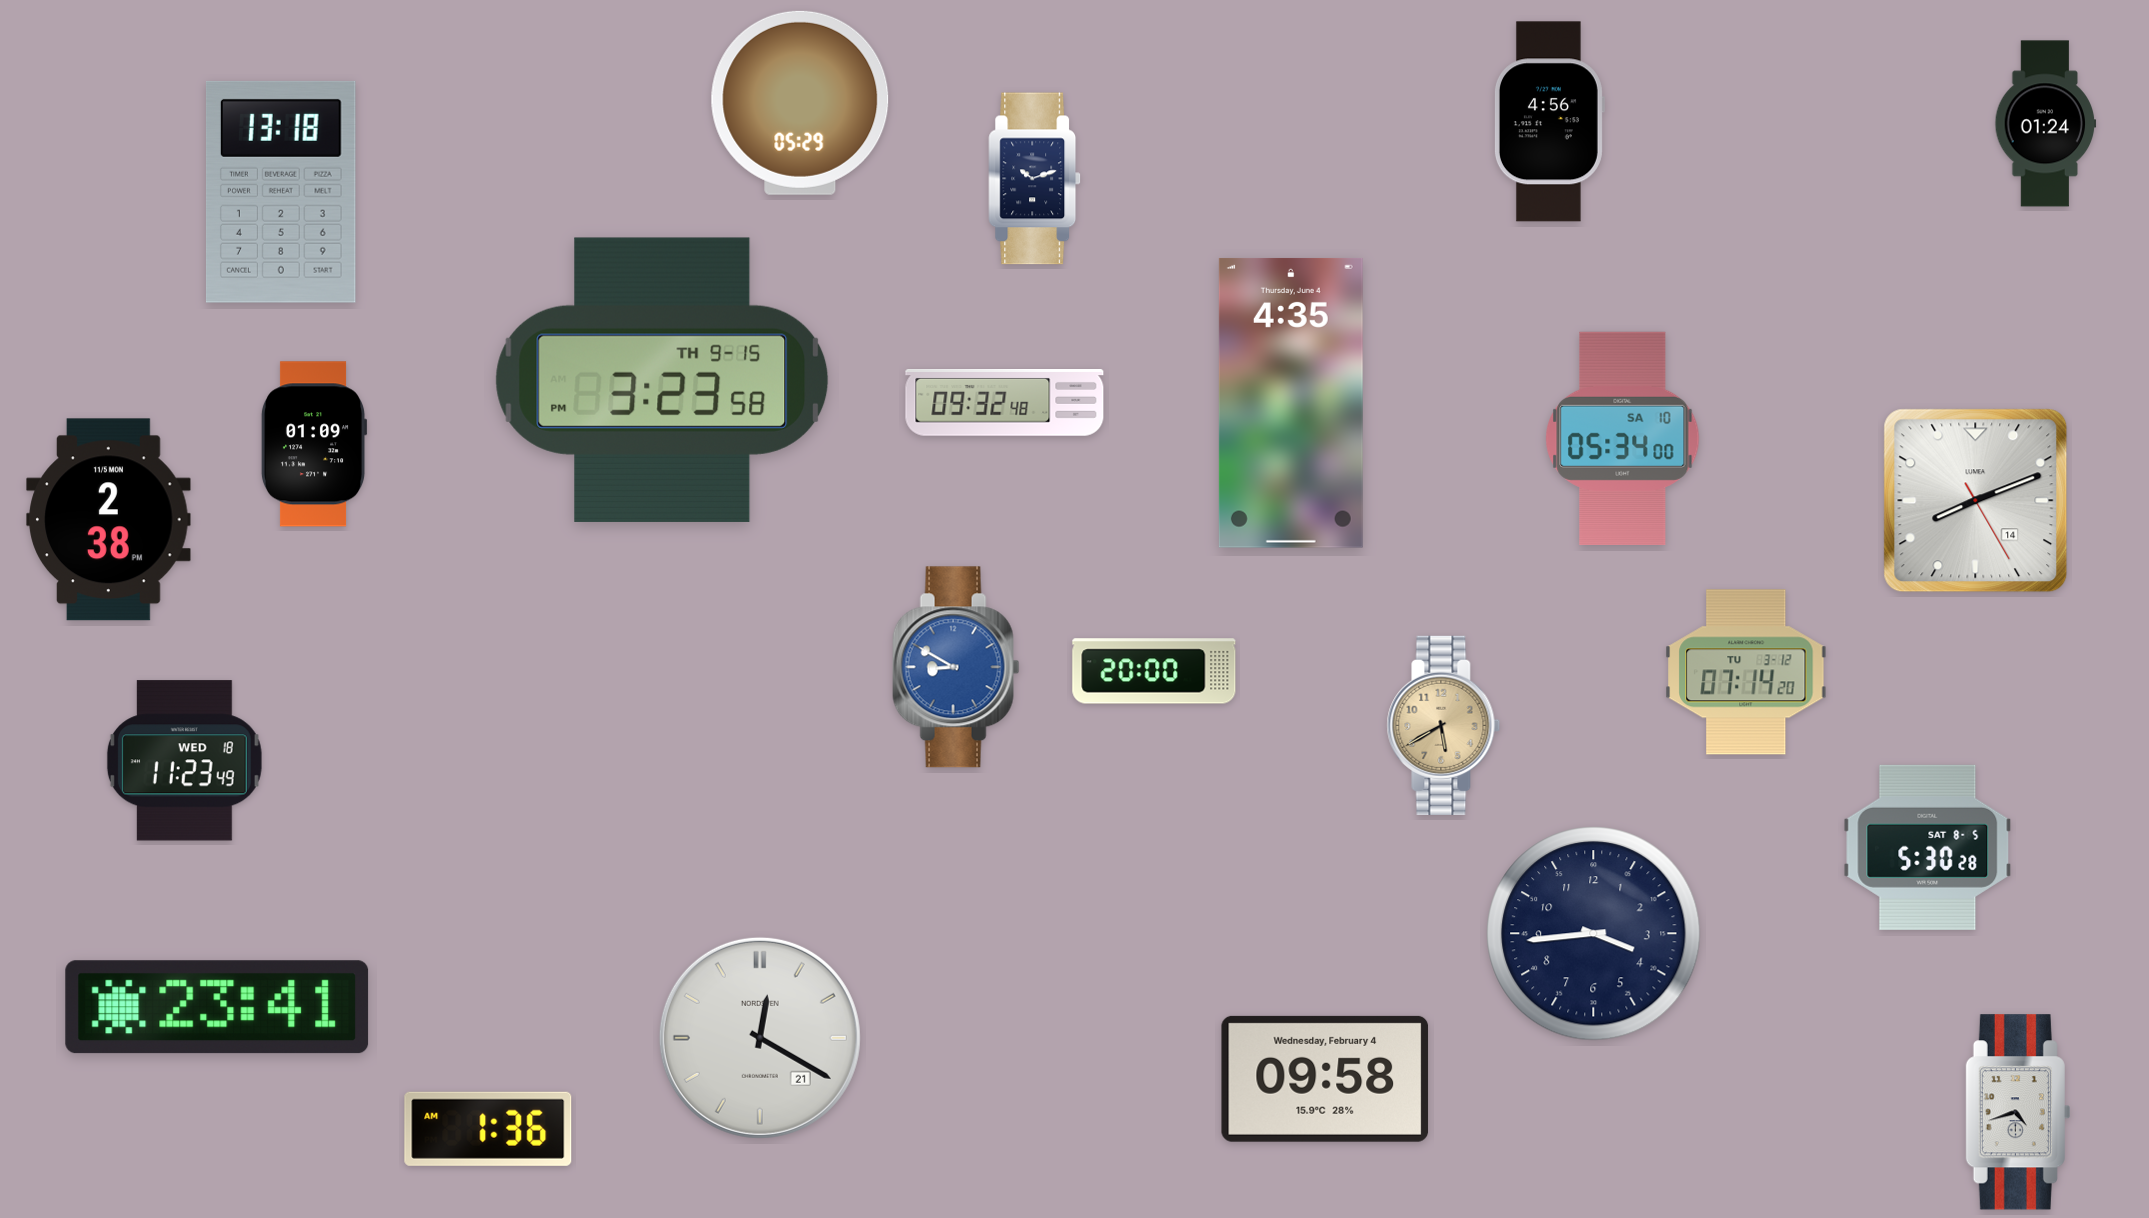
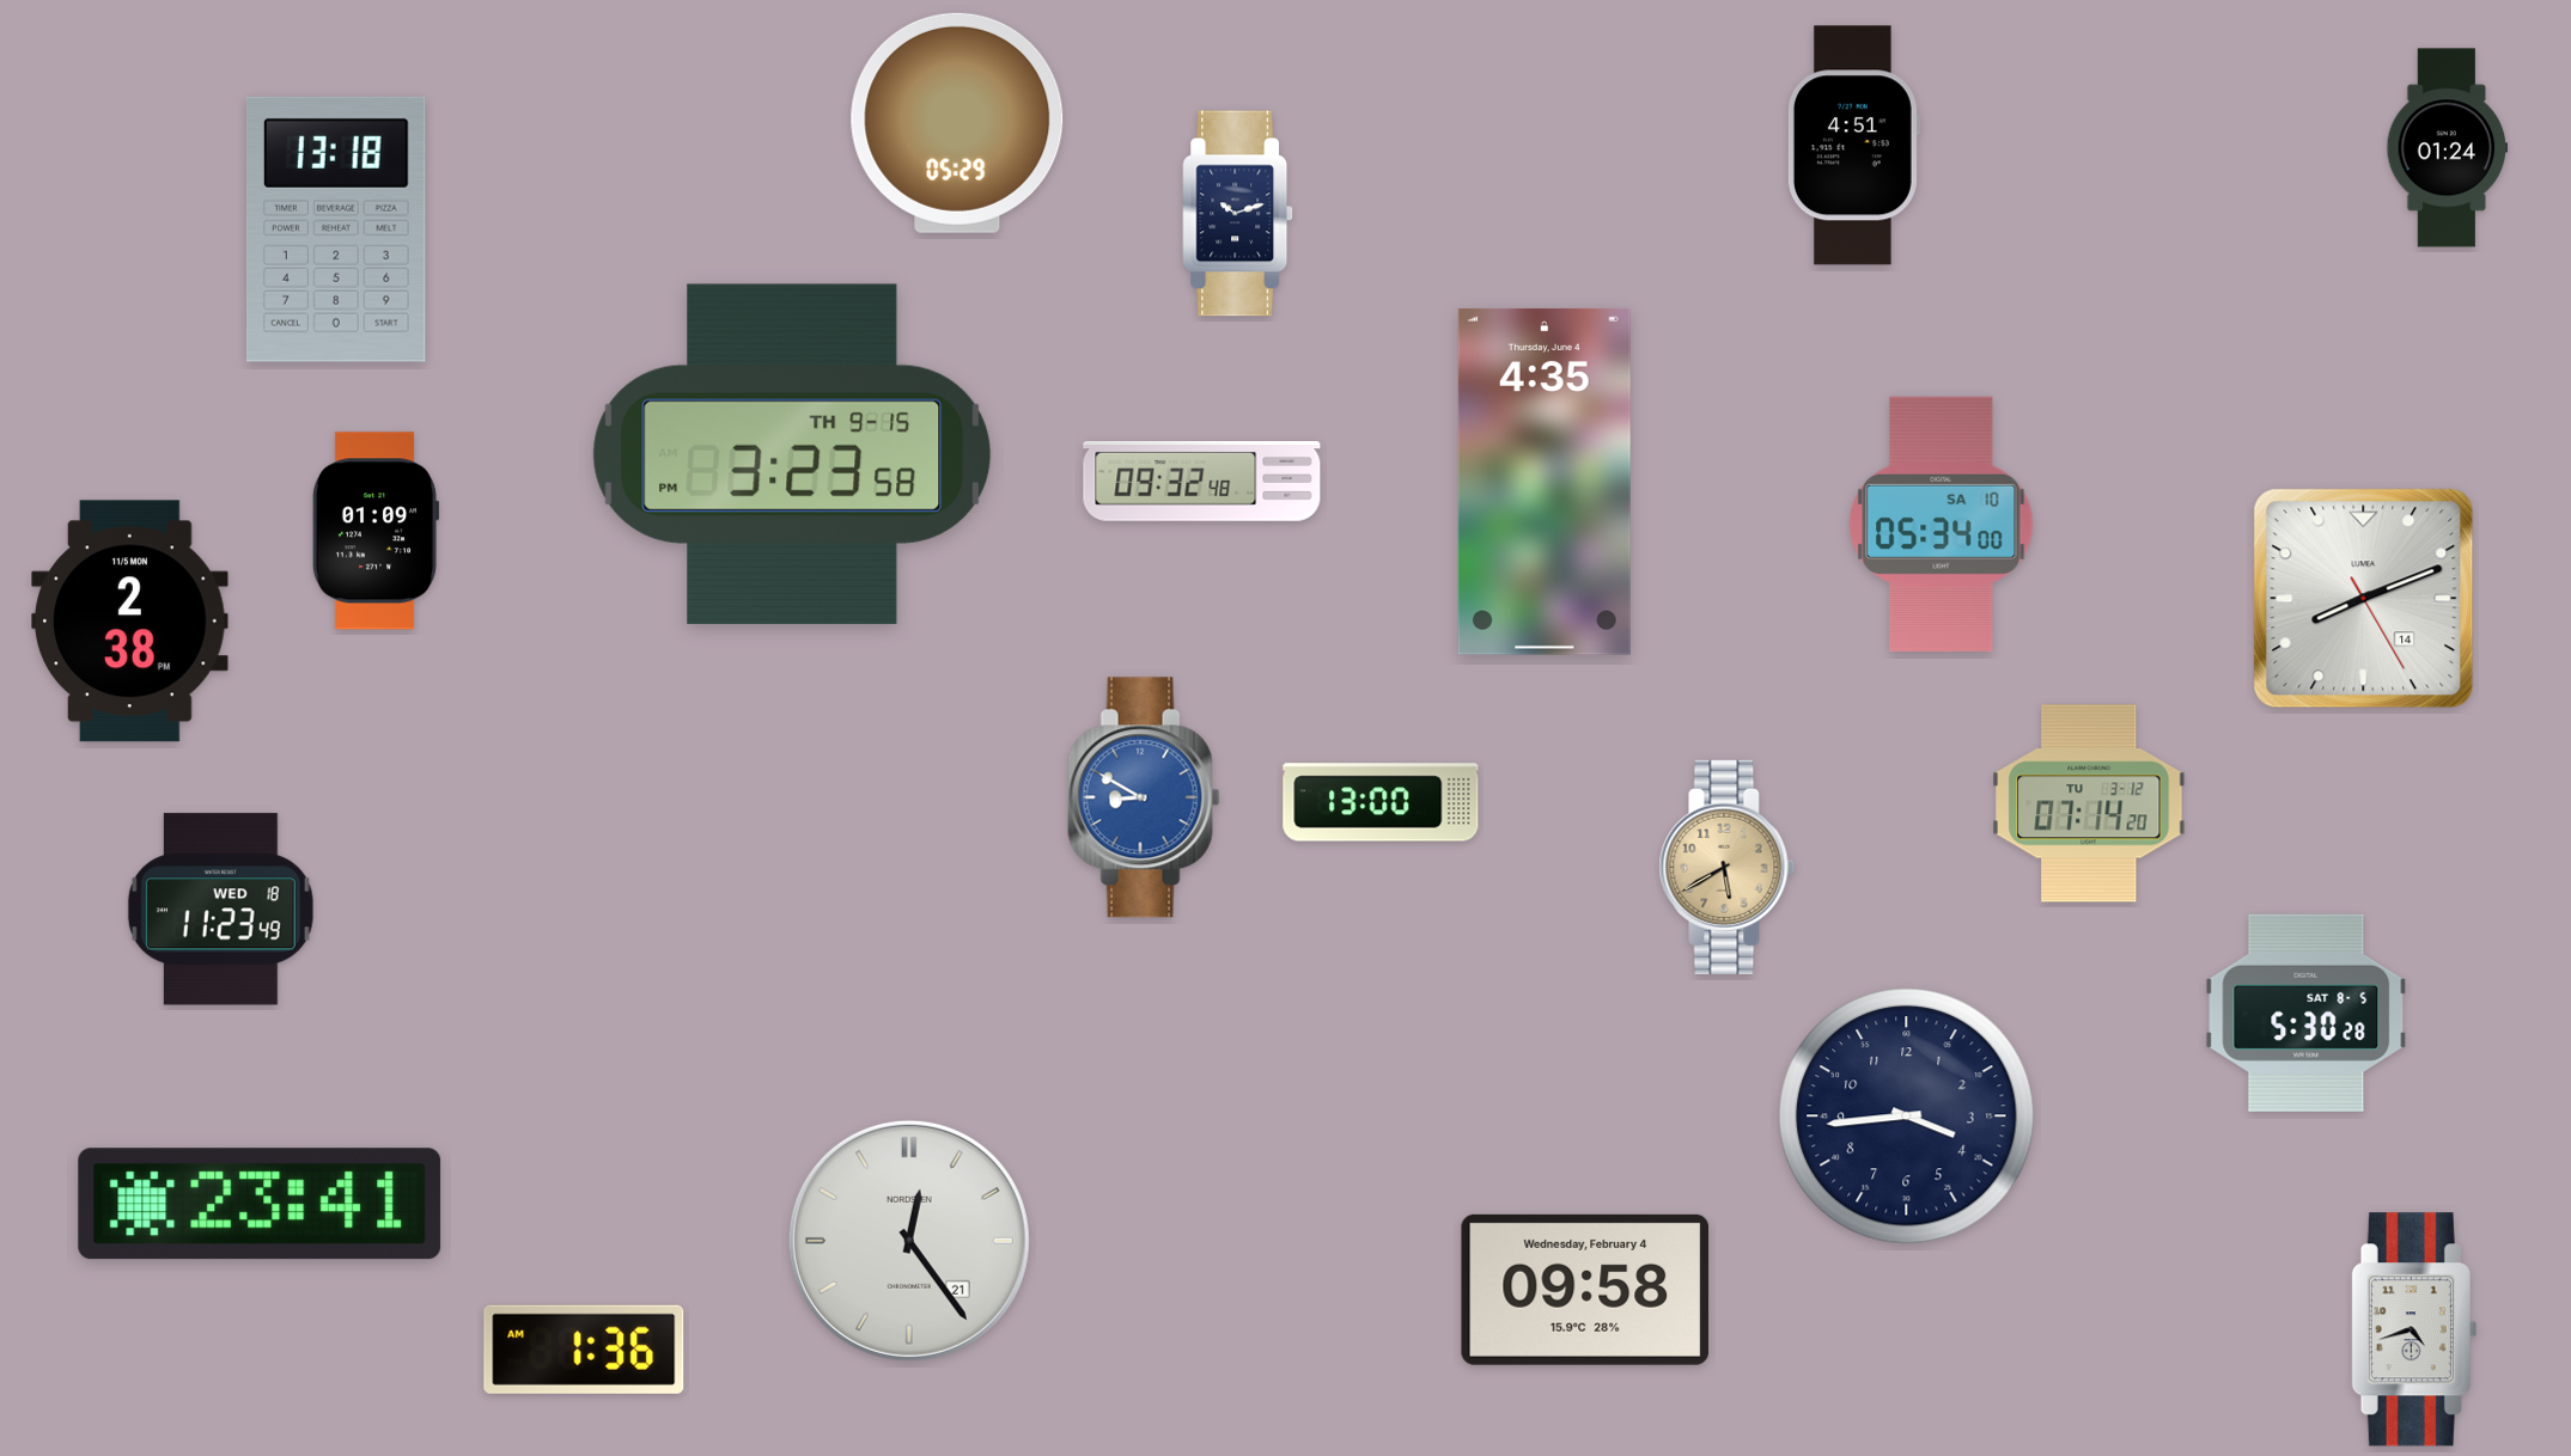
clock at (1549, 122): 4:56 -> 4:51
clock at (1154, 671): 20:00 -> 13:00
clock at (760, 1038): 12:20 -> 12:24
